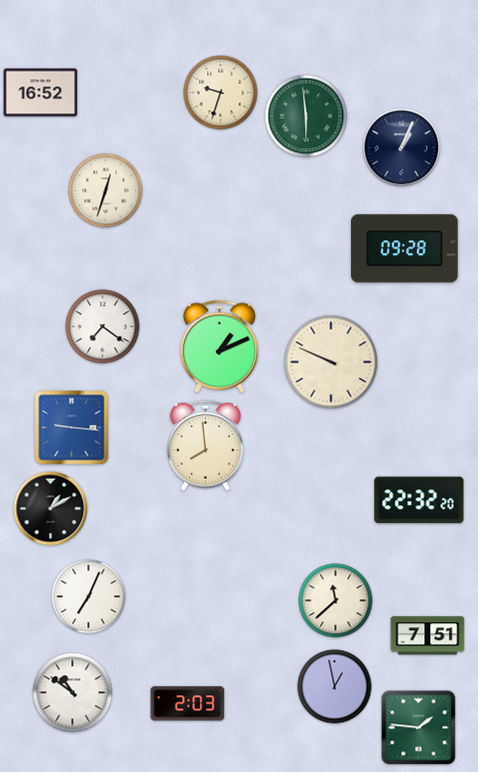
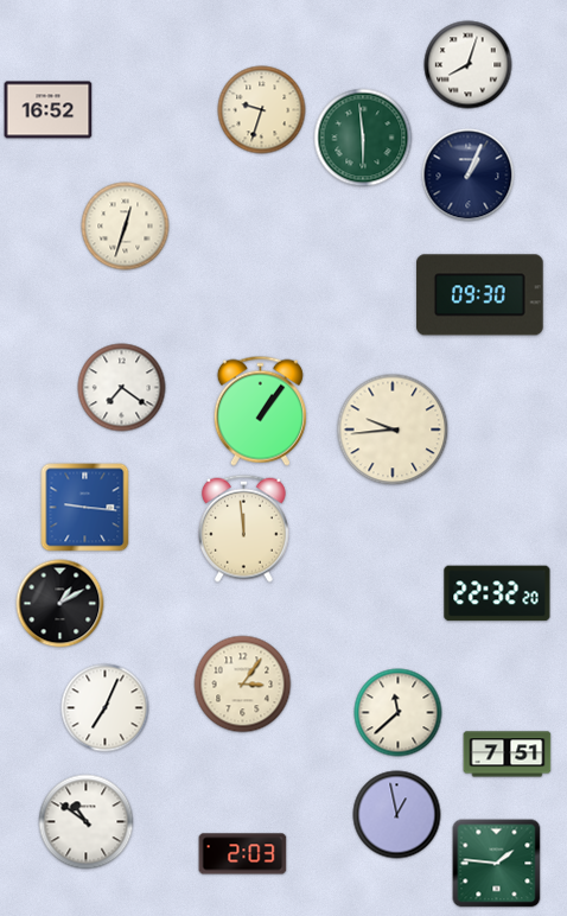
clock at (469, 65): none -> 8:03
clock at (402, 148) position: (402, 148) -> (469, 176)
clock at (405, 249): 09:28 -> 09:30
clock at (219, 346): 1:11 -> 1:06
clock at (331, 362): 9:49 -> 9:44
clock at (205, 445): 7:59 -> 11:59
clock at (243, 685): none -> 3:06
clock at (188, 704) position: (188, 704) -> (243, 854)
